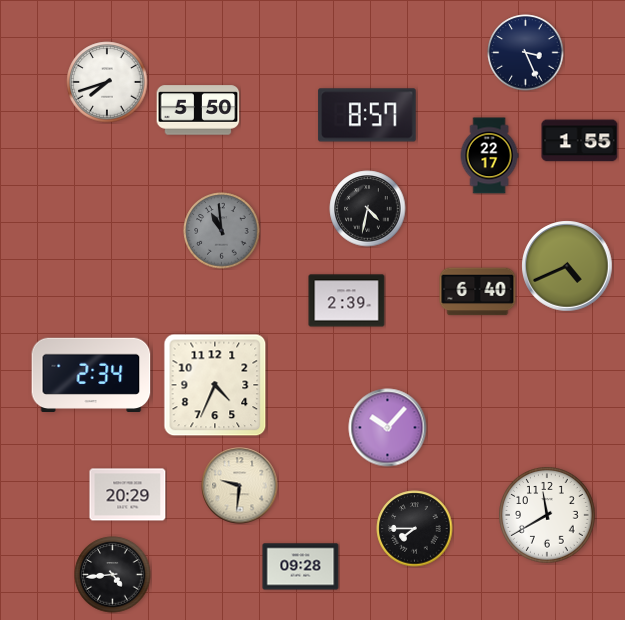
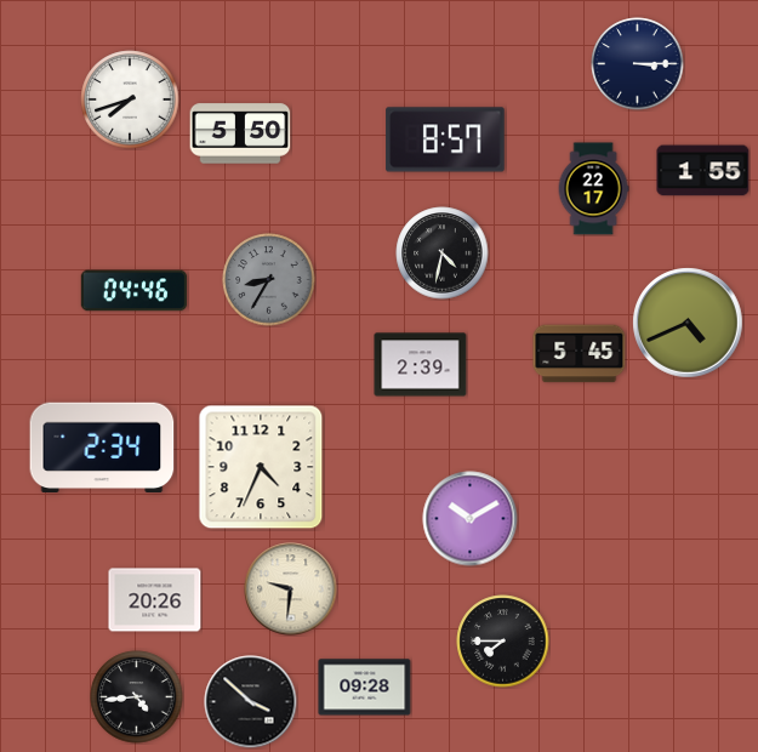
clock at (526, 53): 3:26 -> 3:15
clock at (368, 209) position: (368, 209) -> (443, 253)
clock at (222, 231): 10:59 -> 8:35
clock at (135, 291): none -> 04:46
clock at (478, 292): 6:40 -> 5:45
clock at (91, 374) position: (91, 374) -> (102, 446)
clock at (388, 428): 10:07 -> 10:10
clock at (128, 495): 20:29 -> 20:26
clock at (547, 515): 11:40 -> none
clock at (251, 702): none -> 3:52
